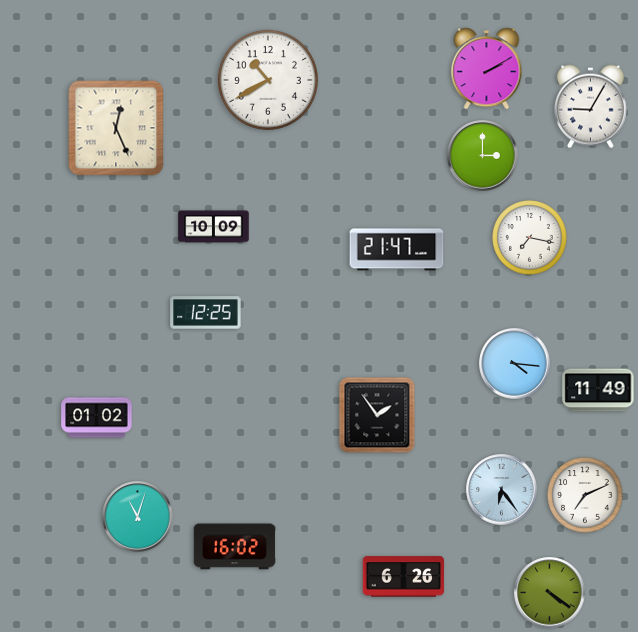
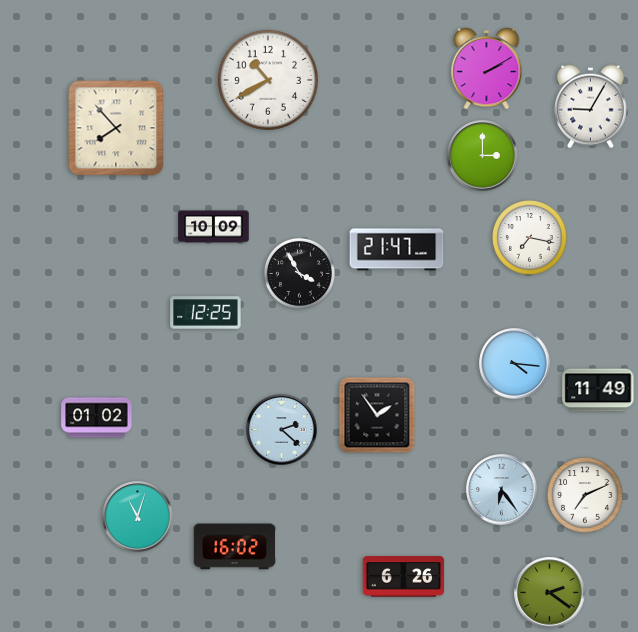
clock at (116, 128): 12:26 -> 7:53
clock at (299, 273): none -> 3:55
clock at (282, 430): none -> 2:22
clock at (550, 593): 4:21 -> 2:21
